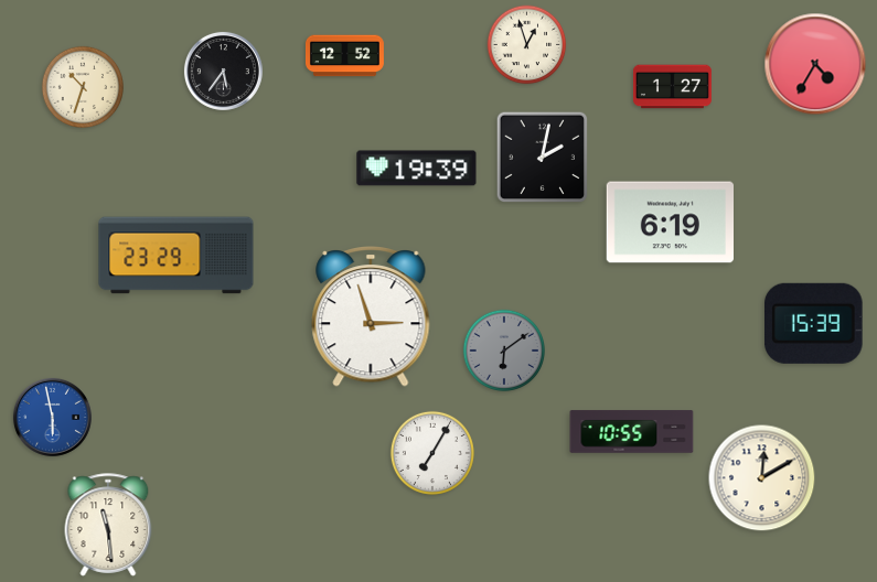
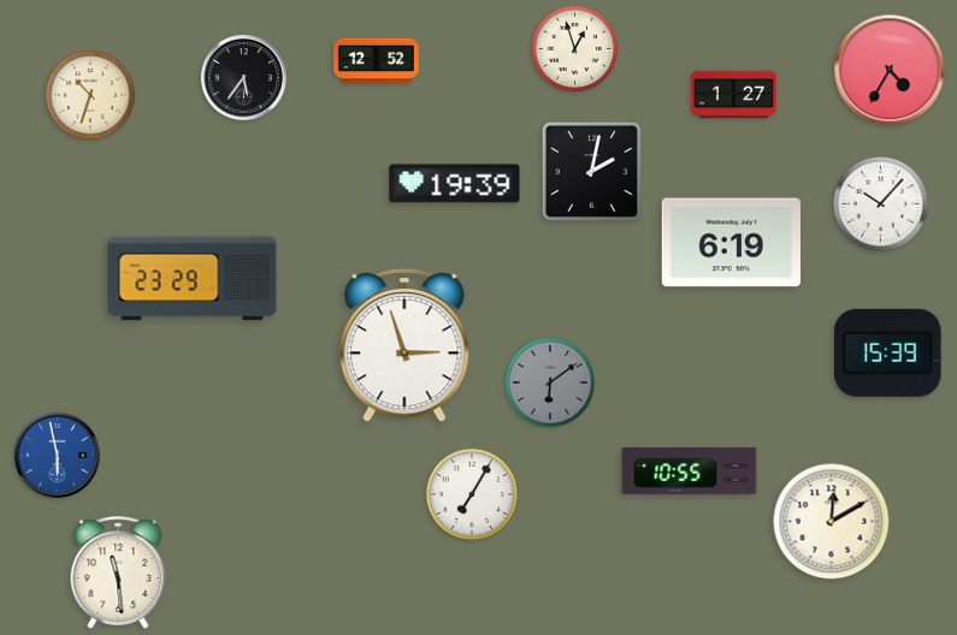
clock at (880, 203): none -> 10:07
